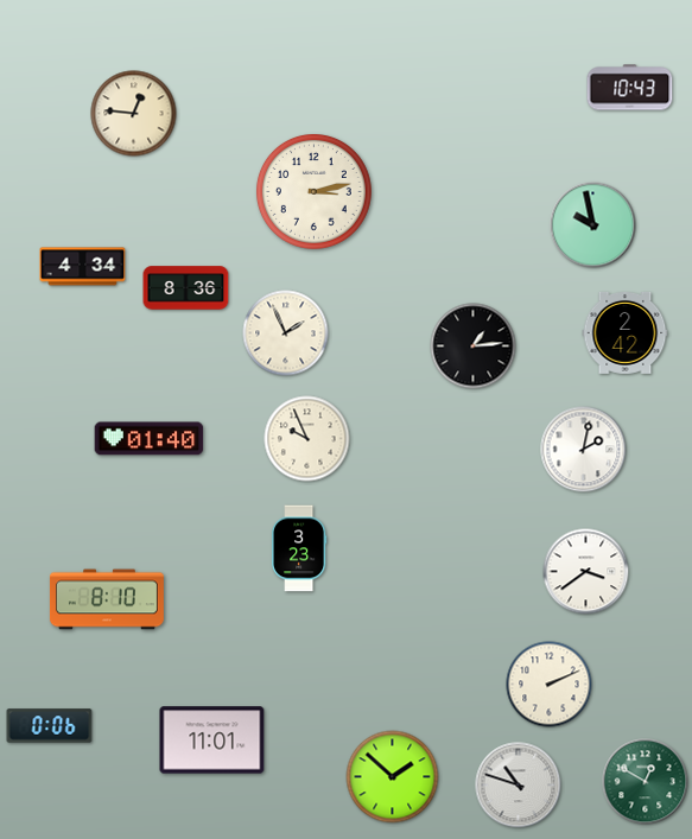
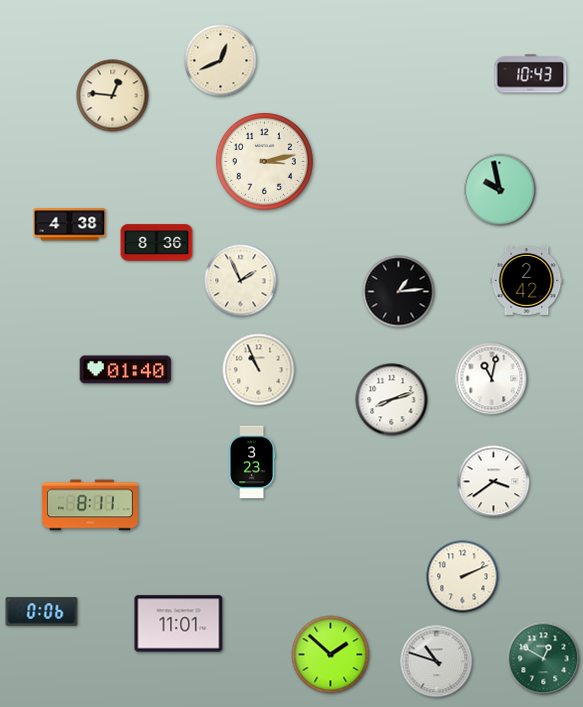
clock at (221, 61): none -> 12:41
clock at (83, 267): 4:34 -> 4:38
clock at (307, 439): 9:56 -> 10:56
clock at (584, 450): 2:02 -> 11:02
clock at (392, 400): none -> 8:12
clock at (107, 599): 8:10 -> 8:11
